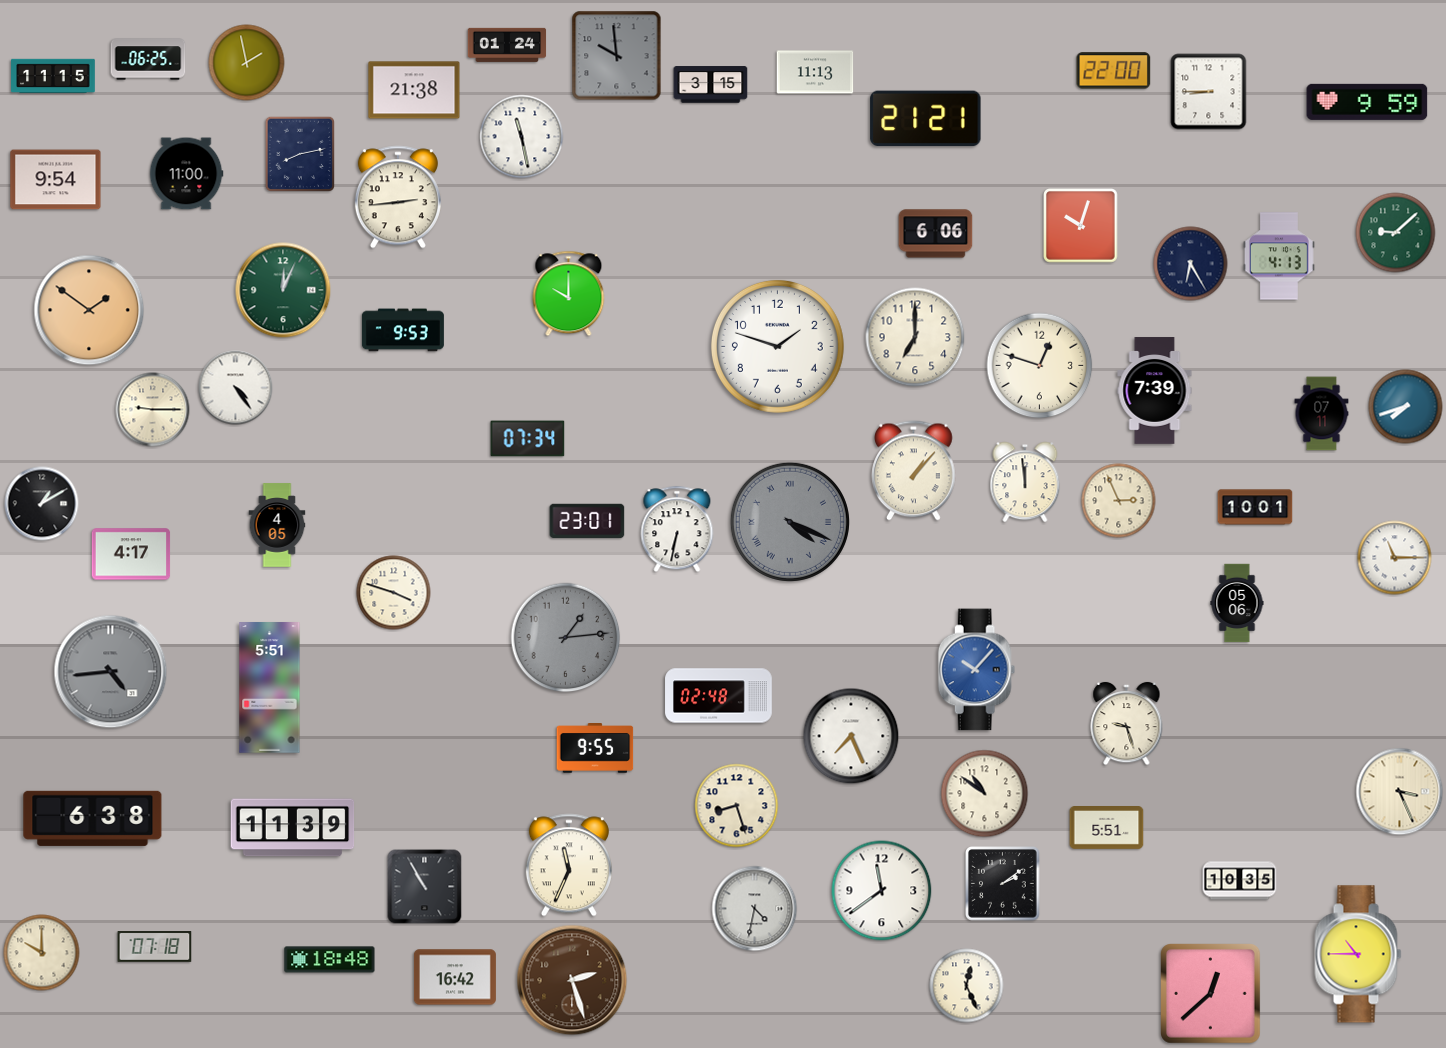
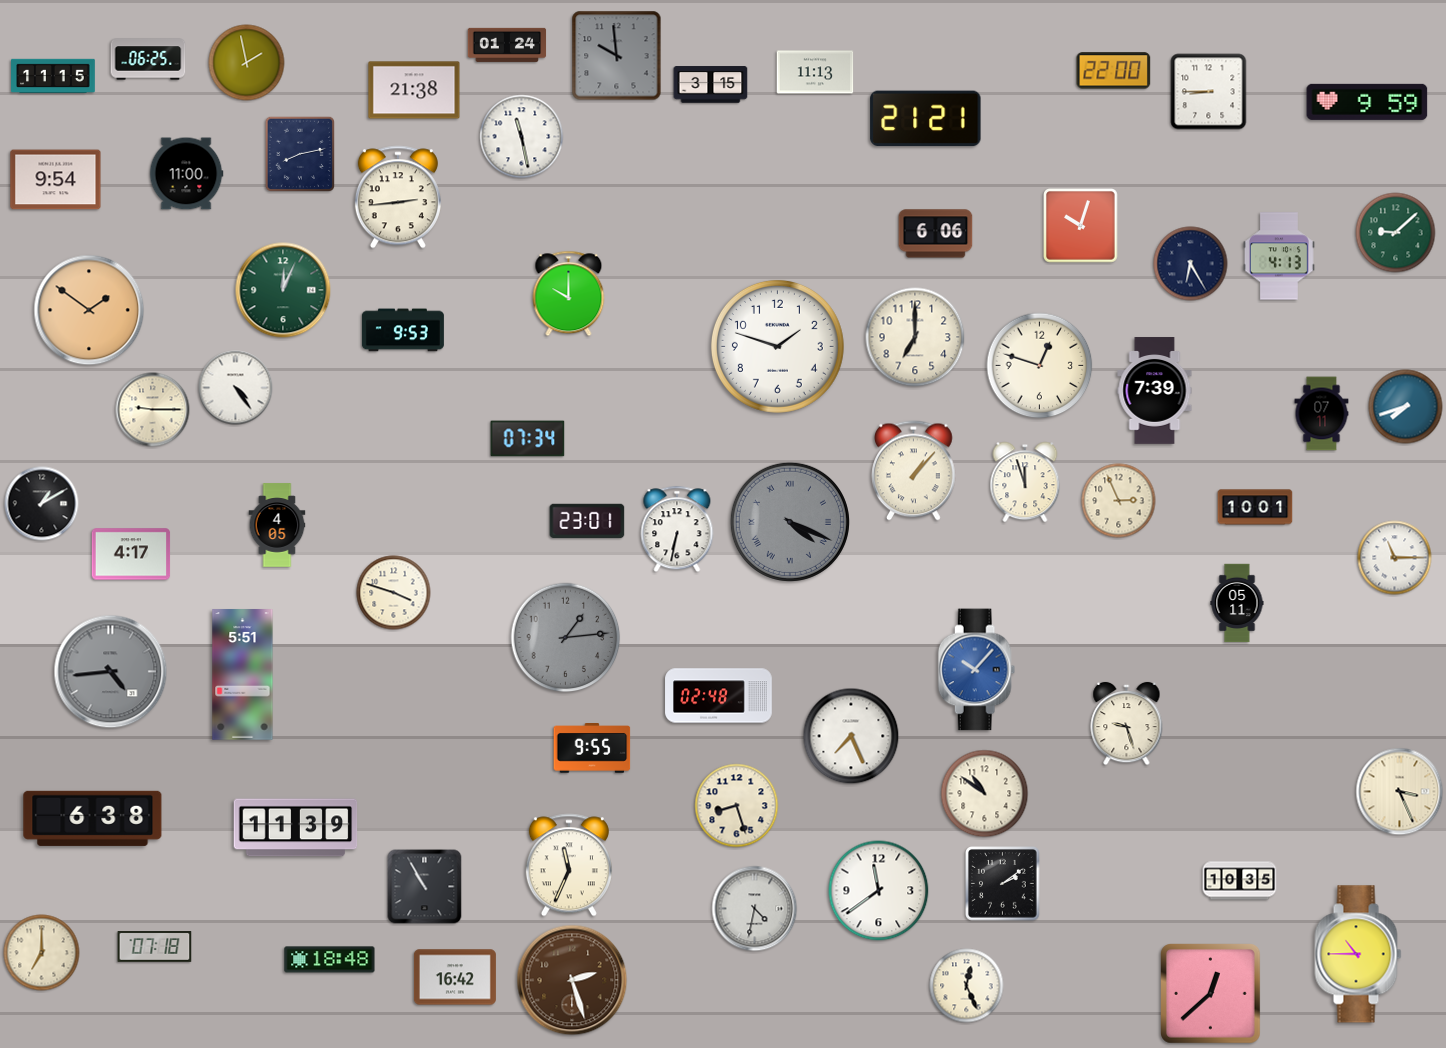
clock at (1025, 482): 11:59 -> 11:57
clock at (1237, 603): 05:06 -> 05:11
clock at (270, 688) position: (270, 688) -> (243, 675)
clock at (595, 749) position: (595, 749) -> (592, 749)
clock at (293, 828) position: (293, 828) -> (296, 828)
clock at (1107, 828): 5:51 -> none
clock at (882, 891) position: (882, 891) -> (879, 891)
clock at (42, 953): 10:00 -> 7:00
